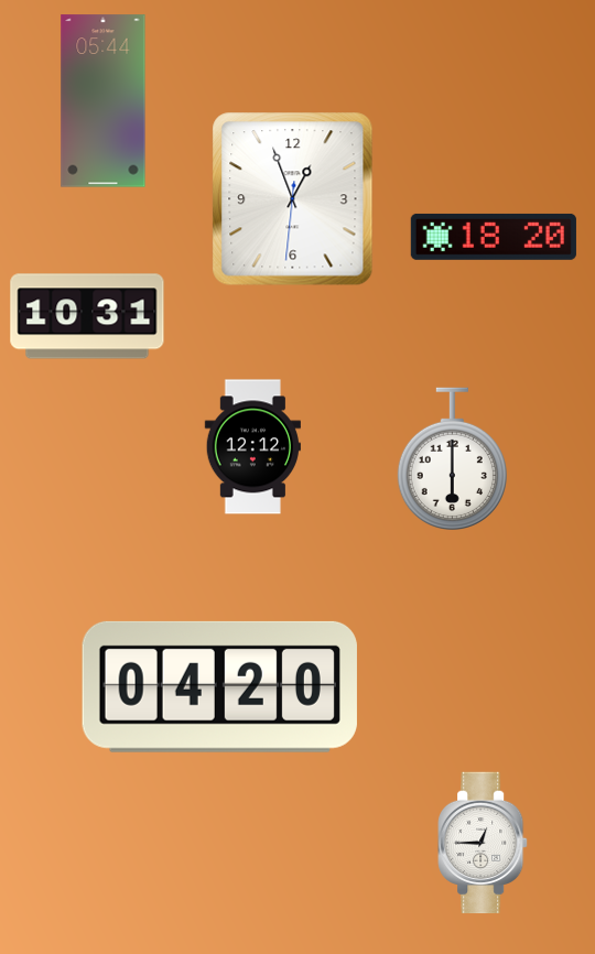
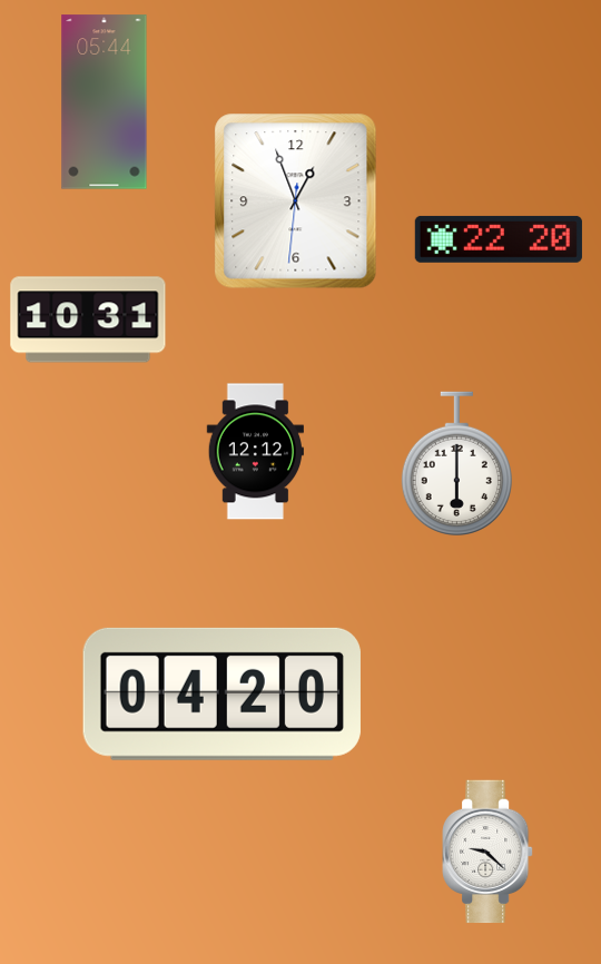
clock at (494, 237): 18:20 -> 22:20
clock at (483, 843): 12:45 -> 9:22
